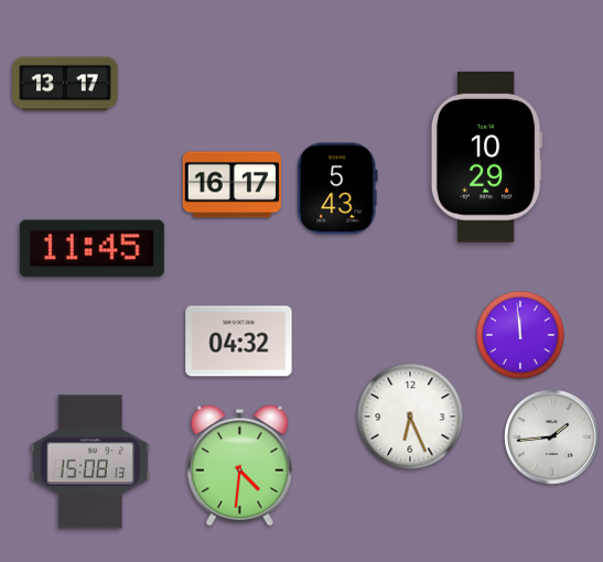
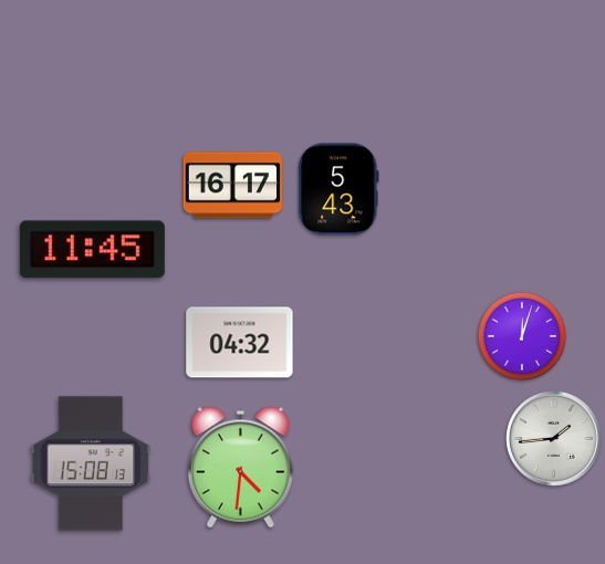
clock at (65, 84): 13:17 -> none
clock at (486, 158): 10:29 -> none
clock at (520, 335): 11:59 -> 12:03
clock at (410, 417): 6:26 -> none
